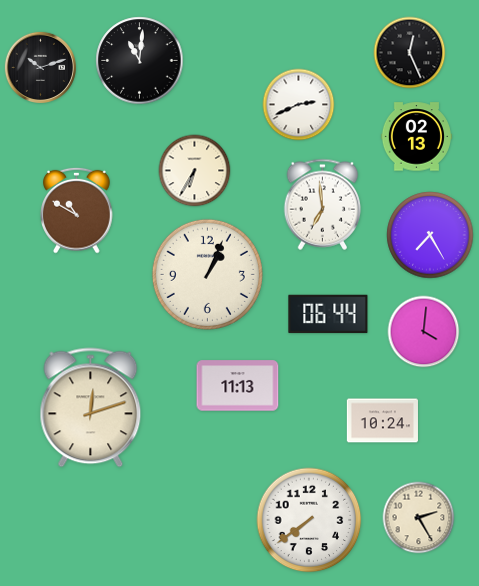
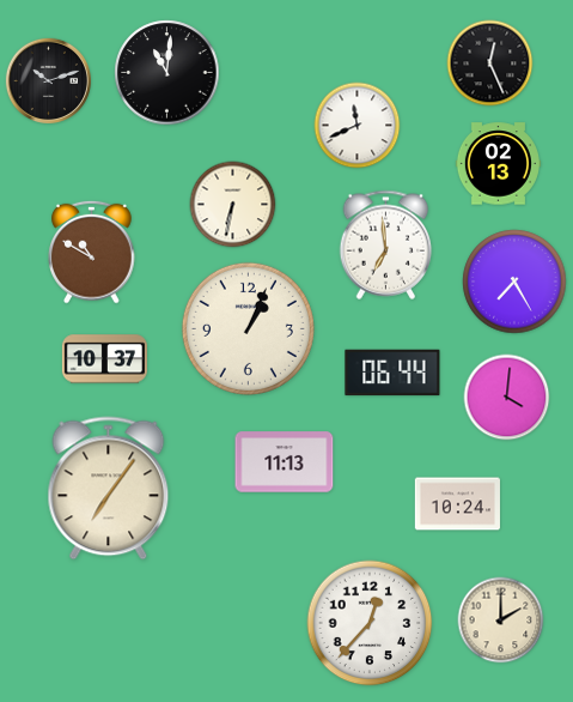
clock at (299, 105): 2:41 -> 11:41
clock at (195, 171): 6:35 -> 6:32
clock at (104, 359): none -> 10:37
clock at (328, 314) position: (328, 314) -> (392, 373)
clock at (91, 408): 12:12 -> 7:06
clock at (419, 518): 2:25 -> 2:00
clock at (309, 520): 7:39 -> 12:37
